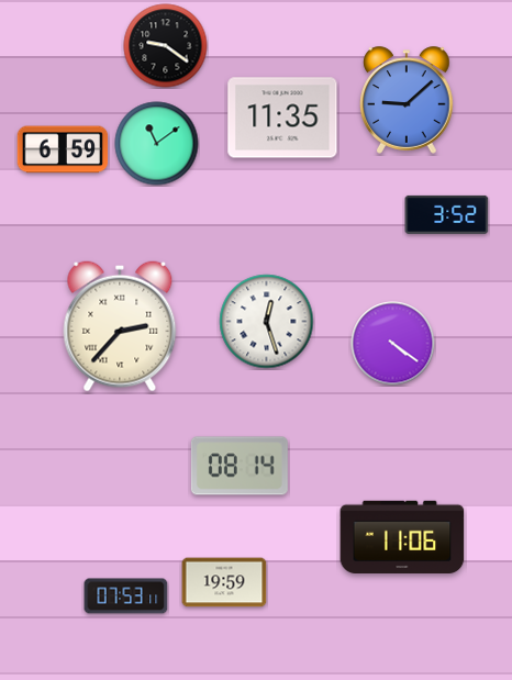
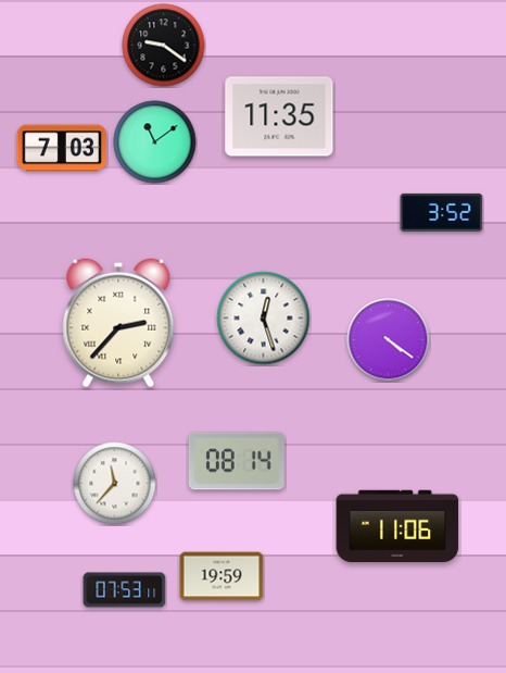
clock at (407, 100): 9:08 -> none
clock at (63, 149): 6:59 -> 7:03
clock at (115, 484): none -> 11:37
clock at (402, 537) position: (402, 537) -> (397, 526)
